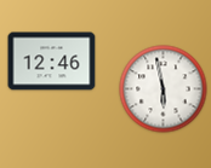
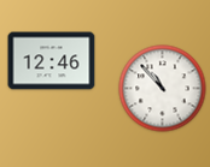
clock at (164, 89): 5:58 -> 10:53
